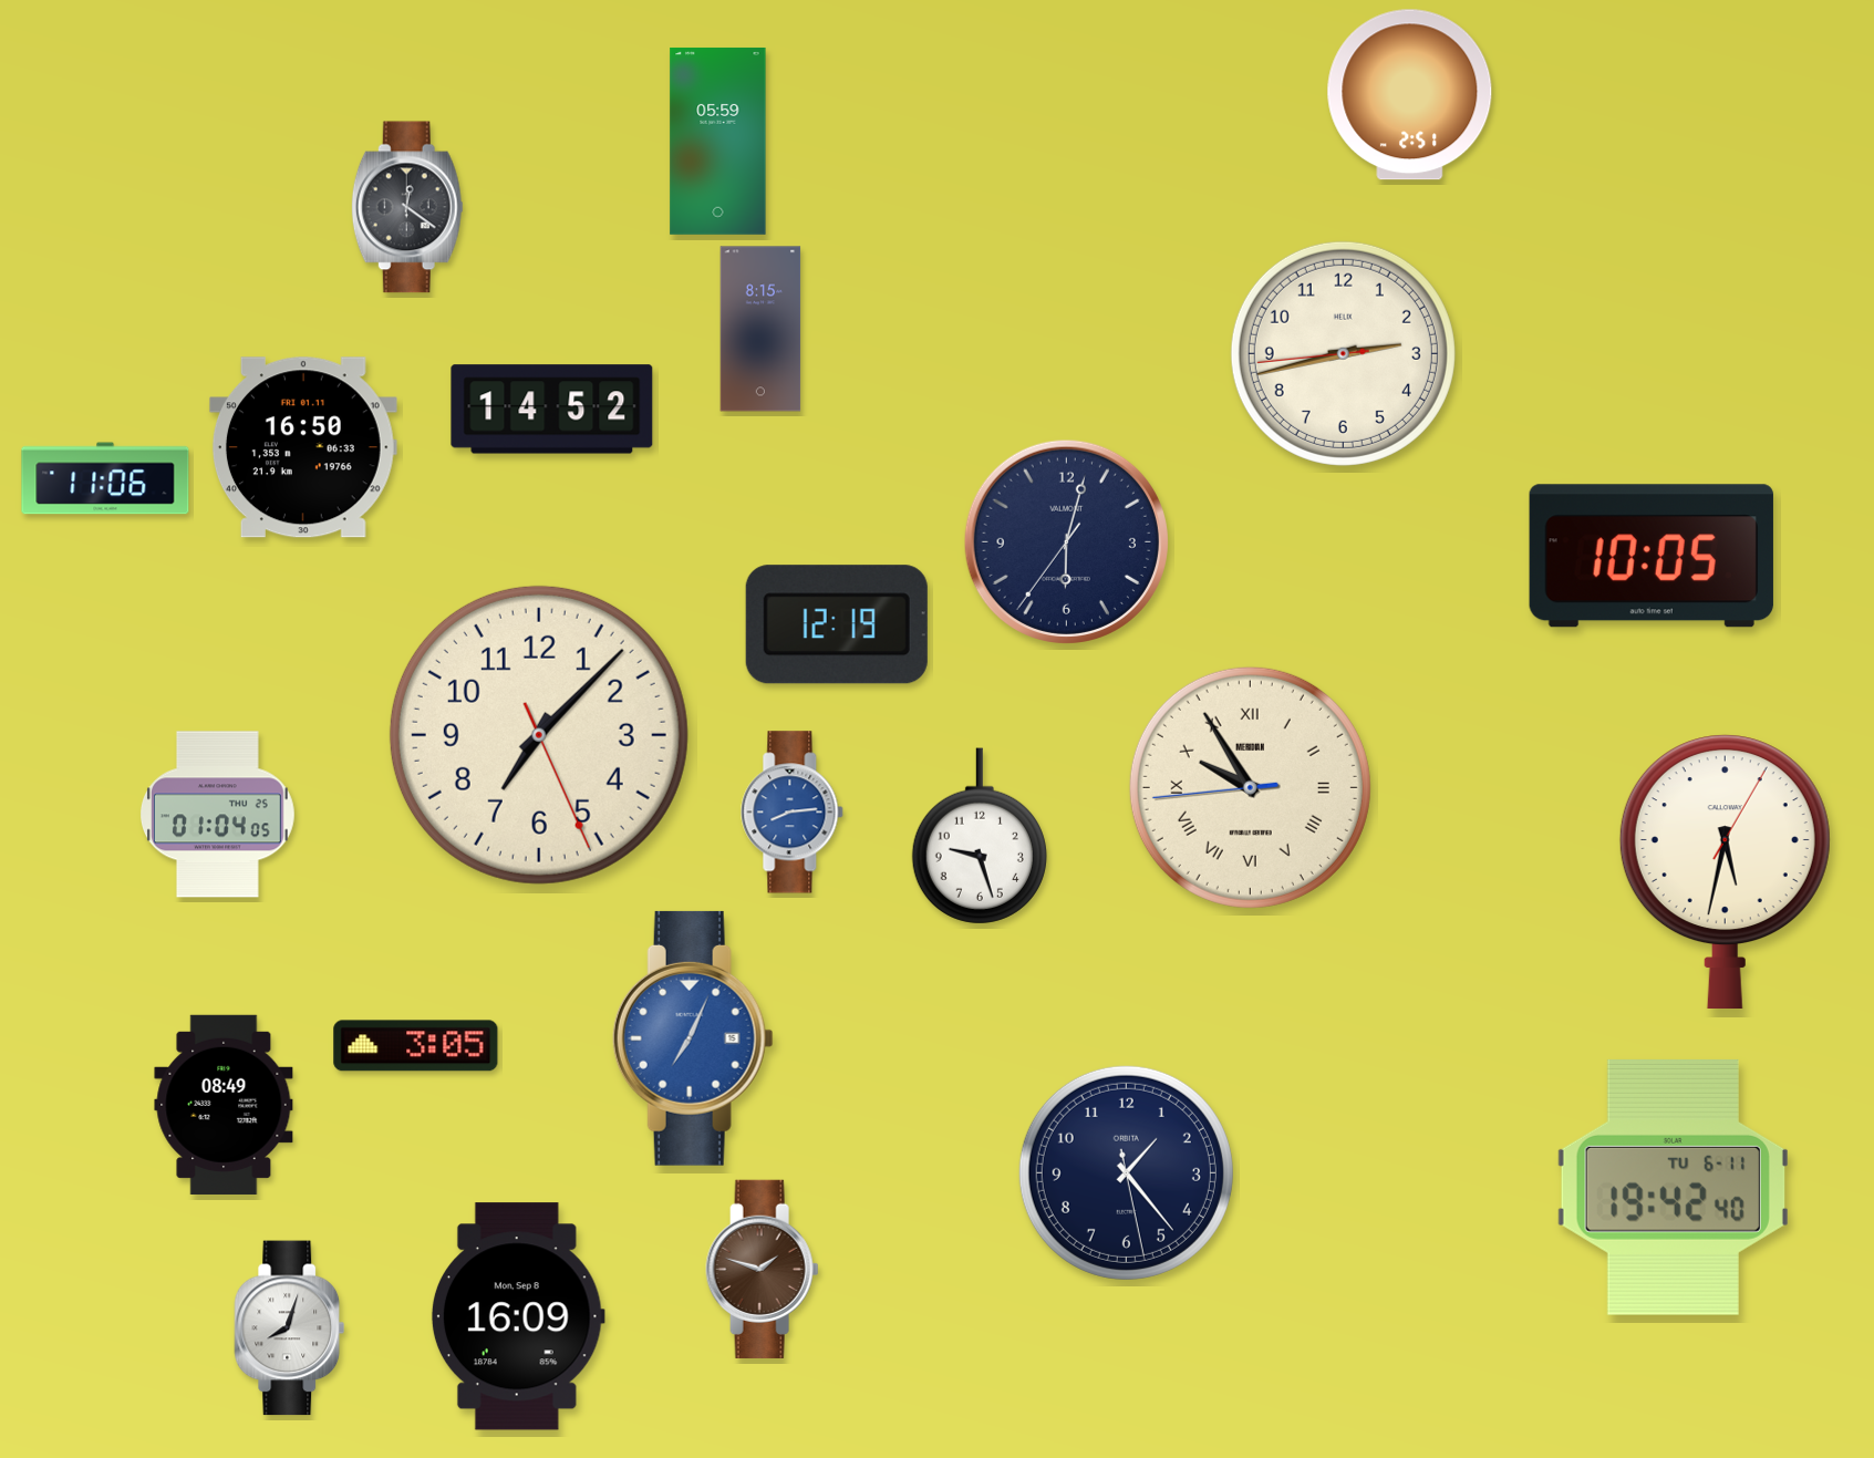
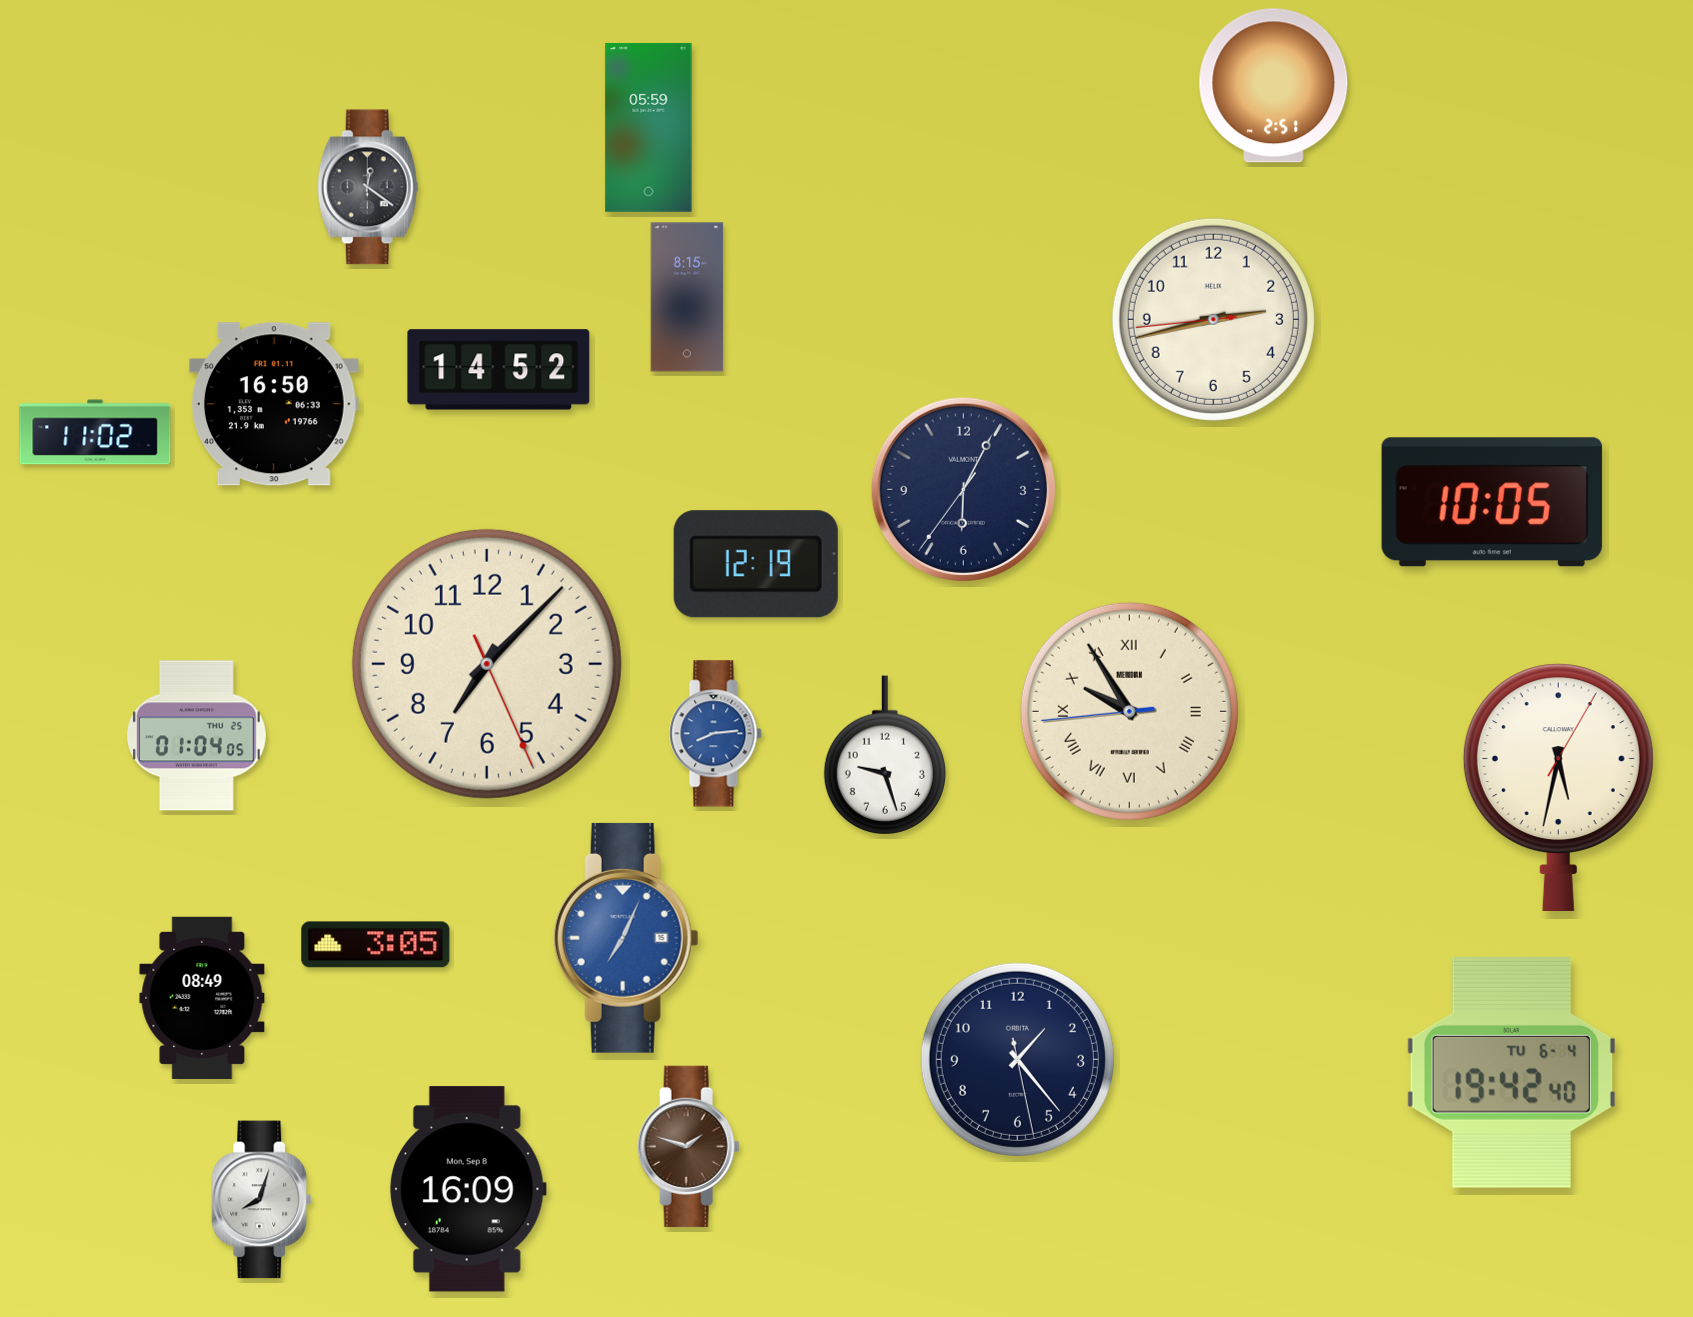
clock at (105, 478): 11:06 -> 11:02
clock at (1066, 541): 6:02 -> 6:04
clock at (1673, 1187) date: TU 6-11 -> TU 6-4
